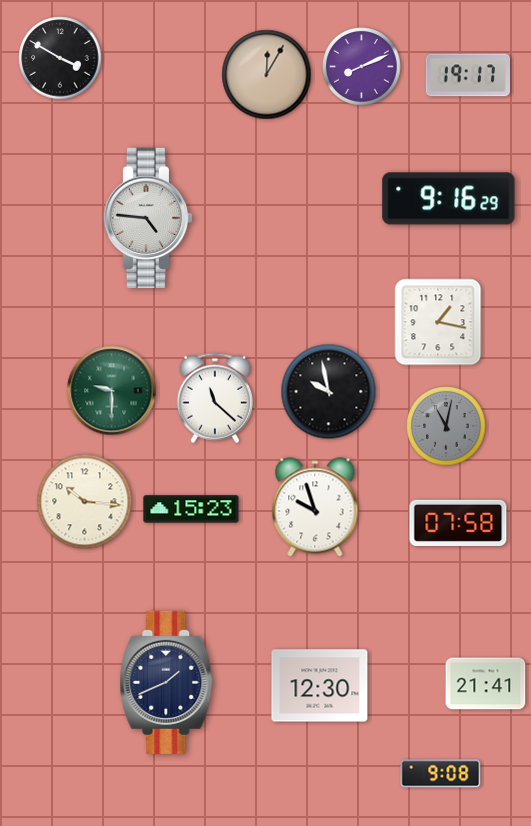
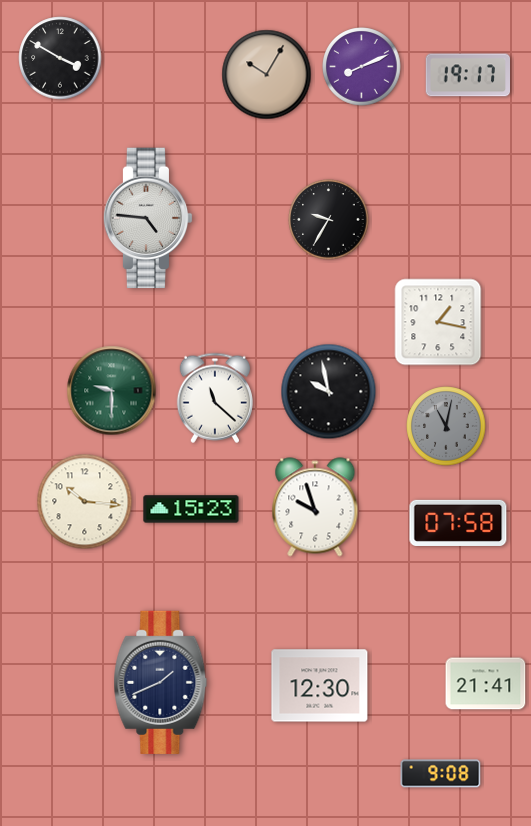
clock at (267, 75): 12:05 -> 10:05
clock at (449, 199): 9:16 -> none
clock at (329, 220): none -> 9:35
clock at (167, 682) position: (167, 682) -> (161, 682)
